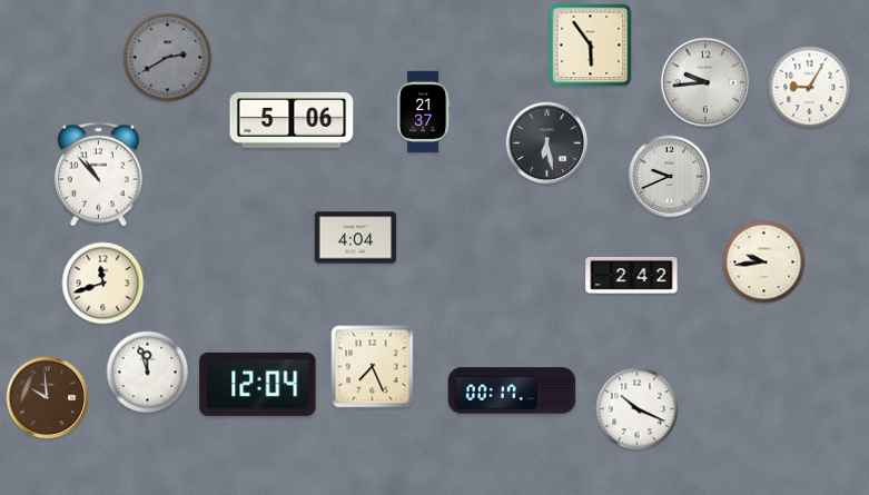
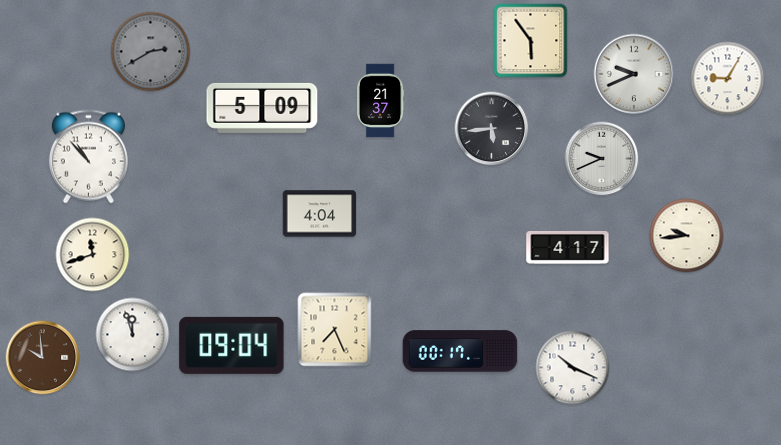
clock at (705, 82): 9:44 -> 9:41
clock at (292, 120): 5:06 -> 5:09
clock at (547, 143): 6:28 -> 5:44
clock at (632, 275): 2:42 -> 4:17
clock at (258, 384): 12:04 -> 09:04
